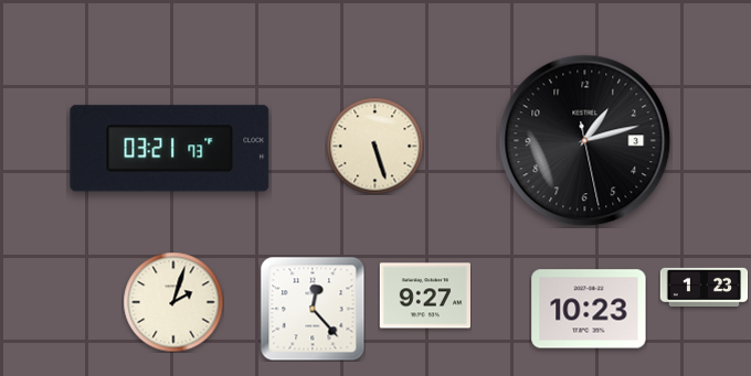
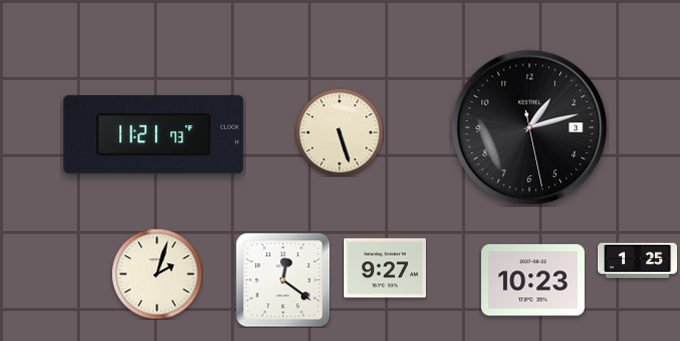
clock at (170, 149): 03:21 -> 11:21
clock at (704, 287): 1:23 -> 1:25
clock at (313, 309): 12:23 -> 12:21
